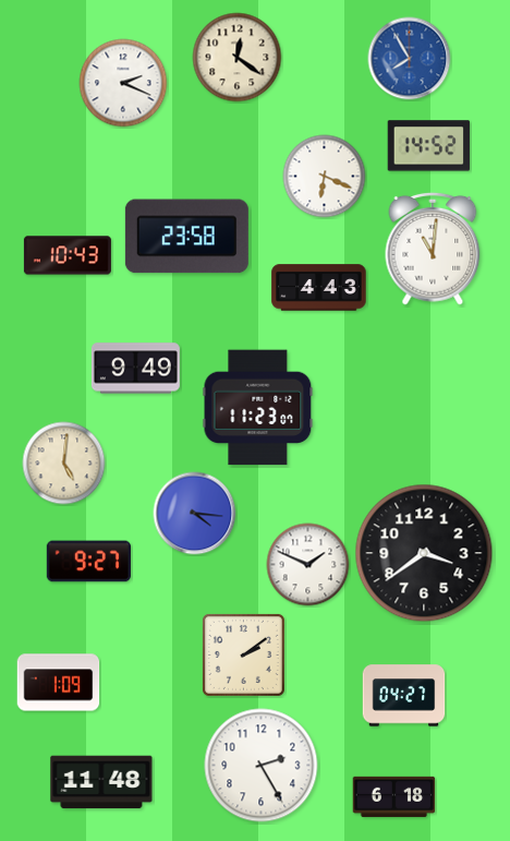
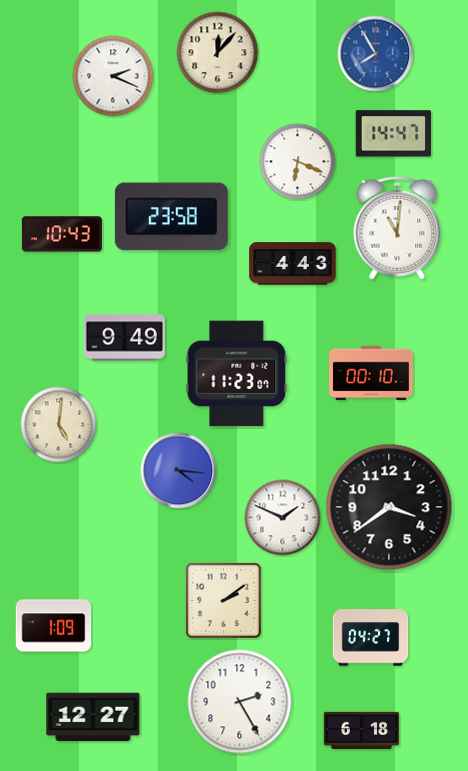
clock at (238, 58): 12:21 -> 12:07
clock at (429, 146): 14:52 -> 14:47
clock at (372, 373): none -> 00:10
clock at (88, 562): 9:27 -> none
clock at (101, 782): 11:48 -> 12:27
